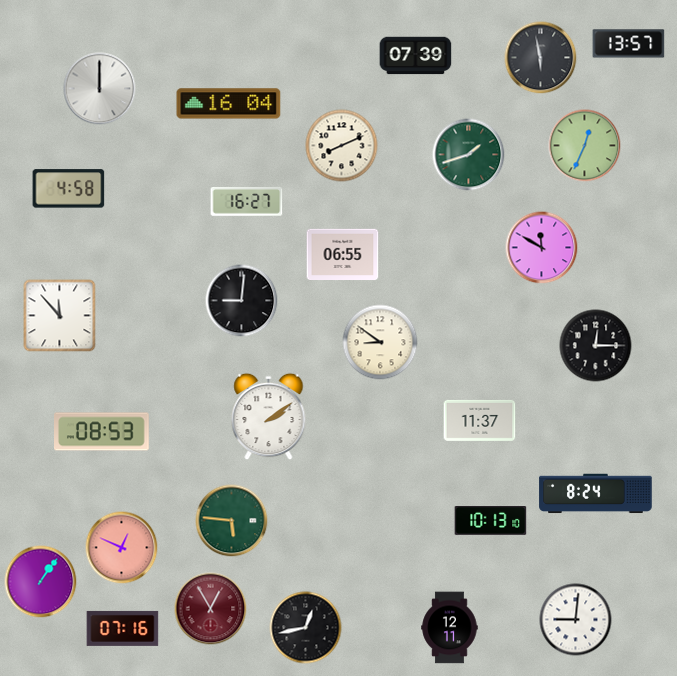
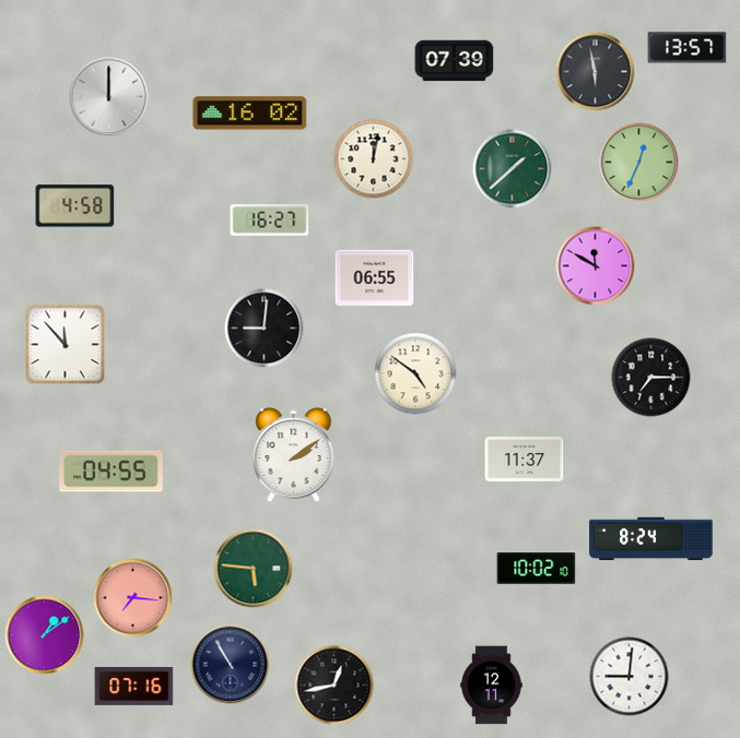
clock at (541, 58) position: (541, 58) -> (596, 72)
clock at (229, 104): 16:04 -> 16:02
clock at (342, 146): 8:11 -> 12:02
clock at (585, 146) position: (585, 146) -> (639, 163)
clock at (469, 155): 1:42 -> 1:38
clock at (542, 248) position: (542, 248) -> (596, 266)
clock at (380, 342): 8:51 -> 4:51
clock at (596, 346): 12:15 -> 7:15
clock at (102, 432): 08:53 -> 04:55
clock at (491, 521): 10:13 -> 10:02
clock at (122, 548): 12:49 -> 7:16
clock at (41, 582): 1:06 -> 1:09
clock at (211, 609): 12:55 -> 10:55
clock at (211, 609) dial: burgundy -> navy
